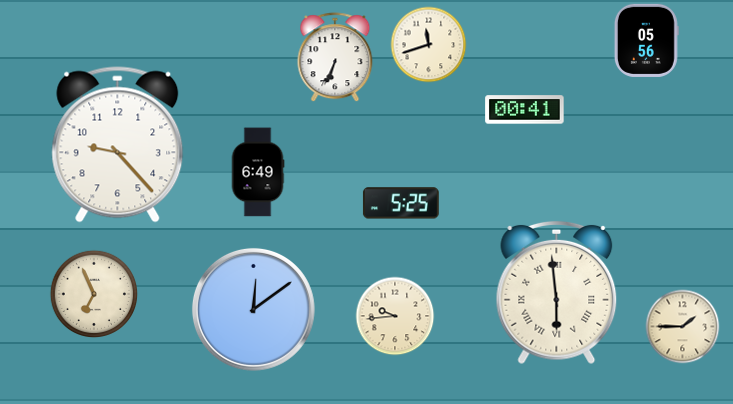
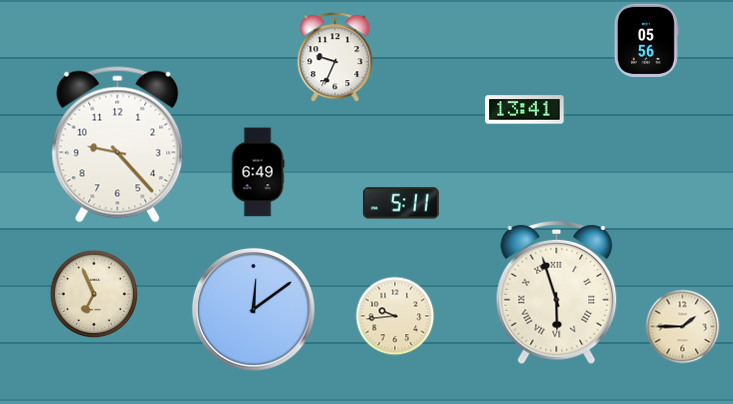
clock at (429, 45): 11:42 -> none
clock at (335, 58): 6:34 -> 9:34
clock at (525, 110): 00:41 -> 13:41
clock at (401, 203): 5:25 -> 5:11
clock at (557, 293): 5:59 -> 5:57
